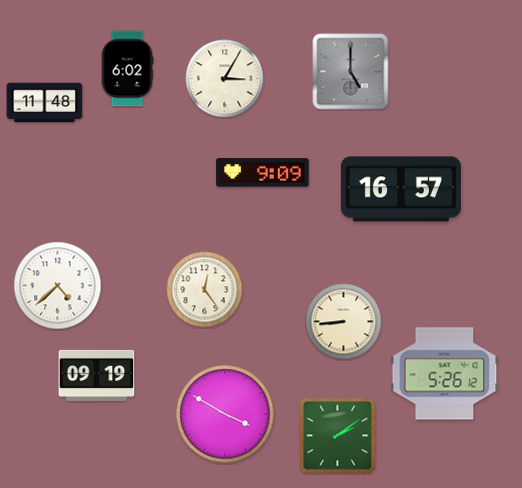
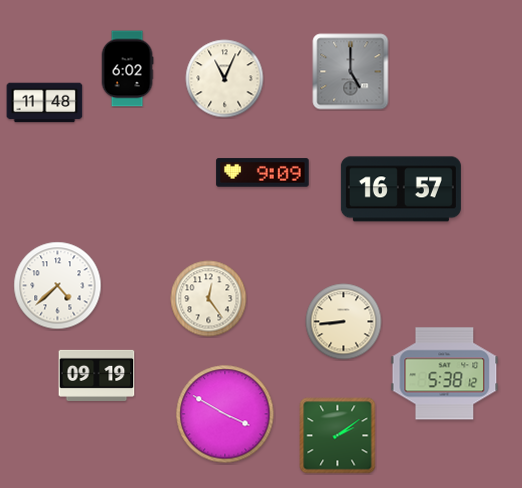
clock at (225, 79): 3:05 -> 11:04
clock at (205, 290) position: (205, 290) -> (209, 299)
clock at (445, 374): 5:26 -> 5:38
